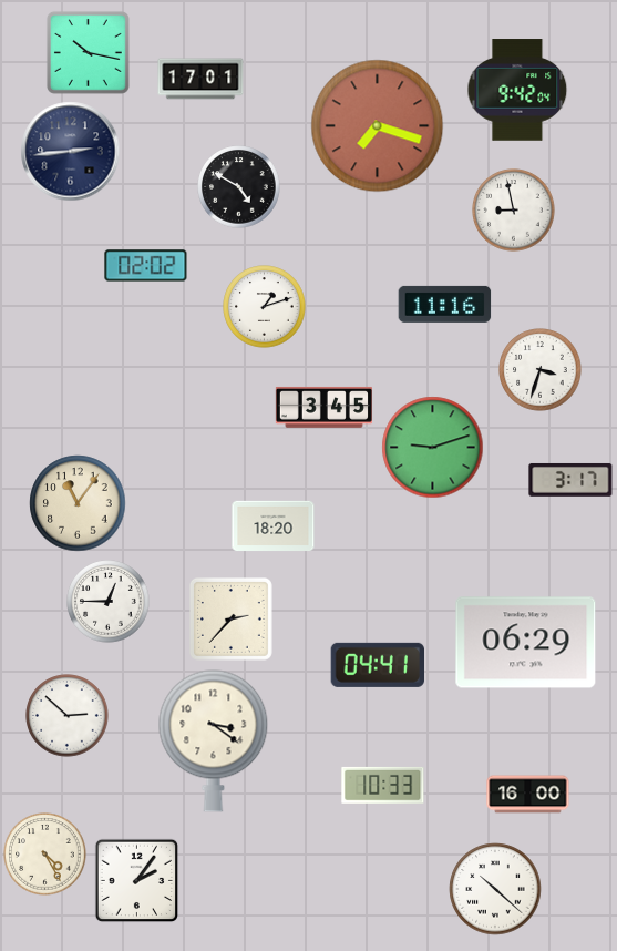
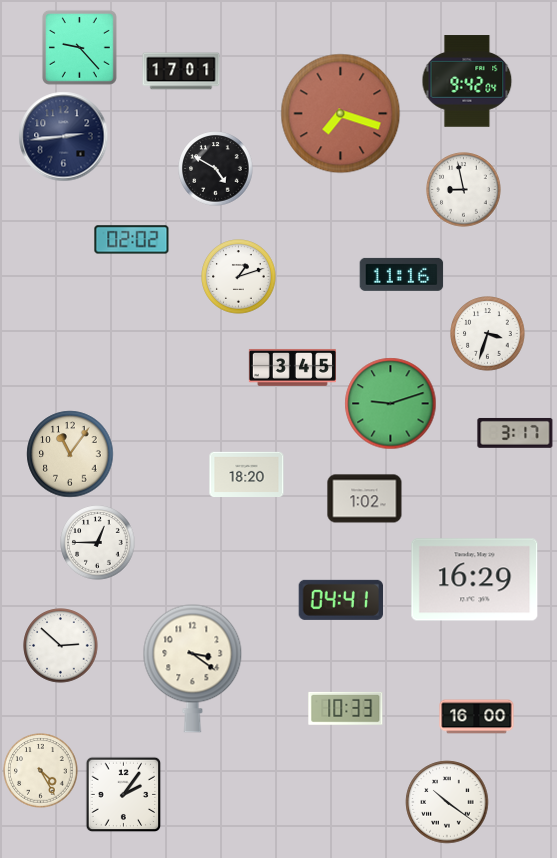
clock at (88, 52): 10:17 -> 9:23
clock at (365, 499): none -> 1:02
clock at (230, 618): 2:37 -> none
clock at (526, 643): 06:29 -> 16:29
clock at (495, 889): 10:22 -> 10:21
